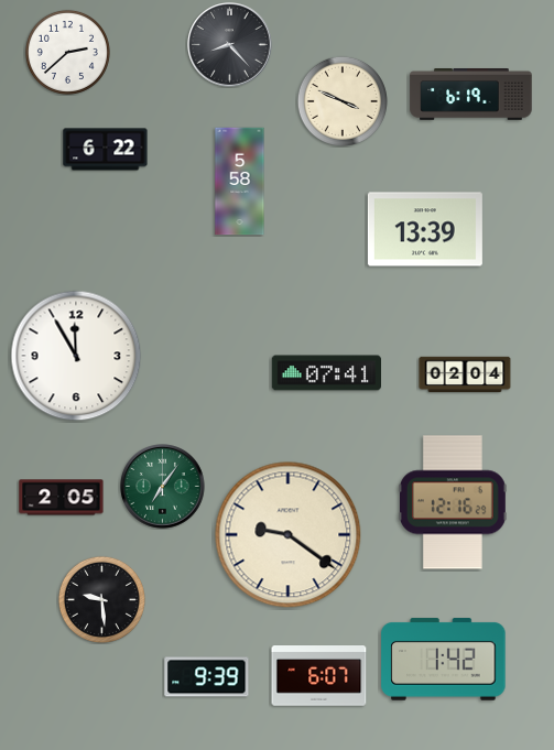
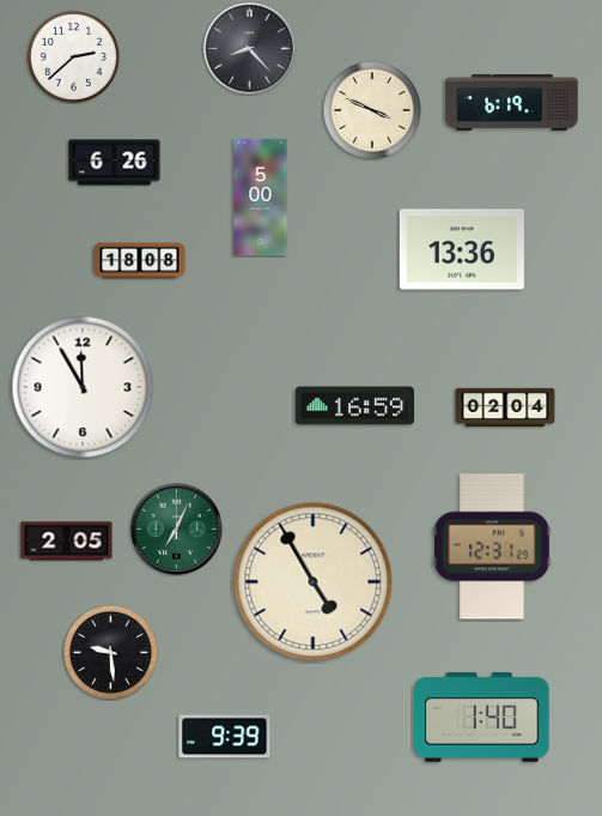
clock at (106, 150): 6:22 -> 6:26
clock at (240, 182): 5:58 -> 5:00
clock at (425, 229): 13:39 -> 13:36
clock at (140, 261): none -> 18:08
clock at (326, 373): 07:41 -> 16:59
clock at (163, 487): 7:06 -> 7:04
clock at (454, 502): 12:16 -> 12:31
clock at (289, 535): 9:21 -> 4:55
clock at (444, 660): 1:42 -> 1:40
clock at (319, 676): 6:07 -> none
